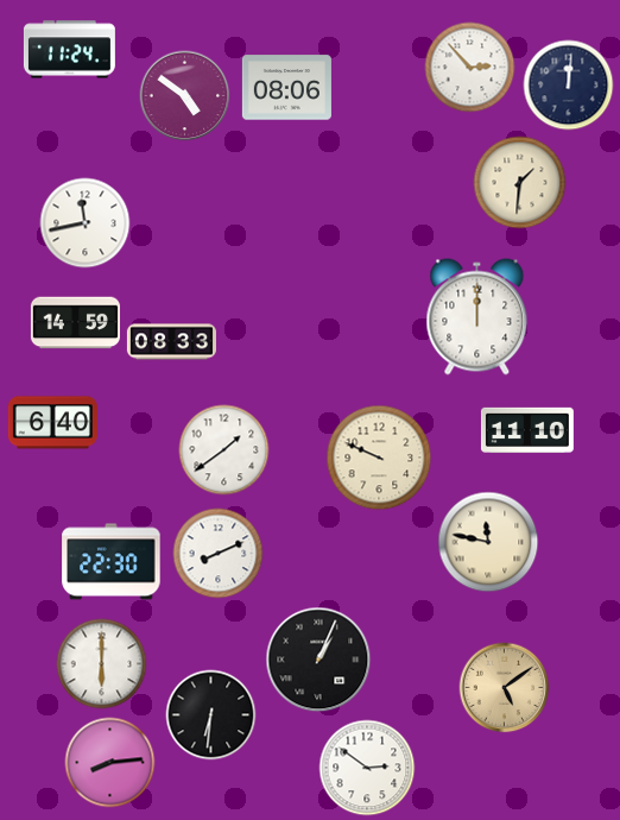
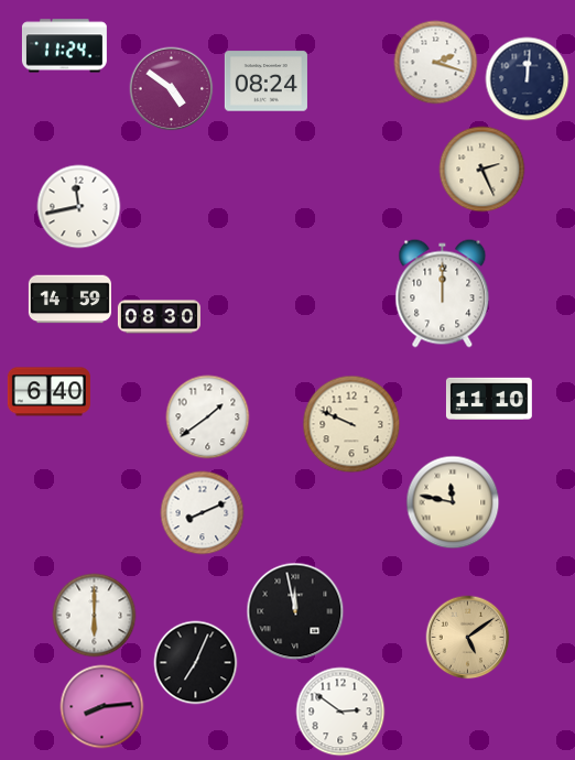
clock at (470, 68): 2:53 -> 2:18
clock at (286, 88): 08:06 -> 08:24
clock at (520, 183): 1:31 -> 2:26
clock at (171, 342): 08:33 -> 08:30
clock at (112, 562): 22:30 -> none
clock at (318, 660): 1:04 -> 11:58
clock at (211, 715): 6:31 -> 7:04
